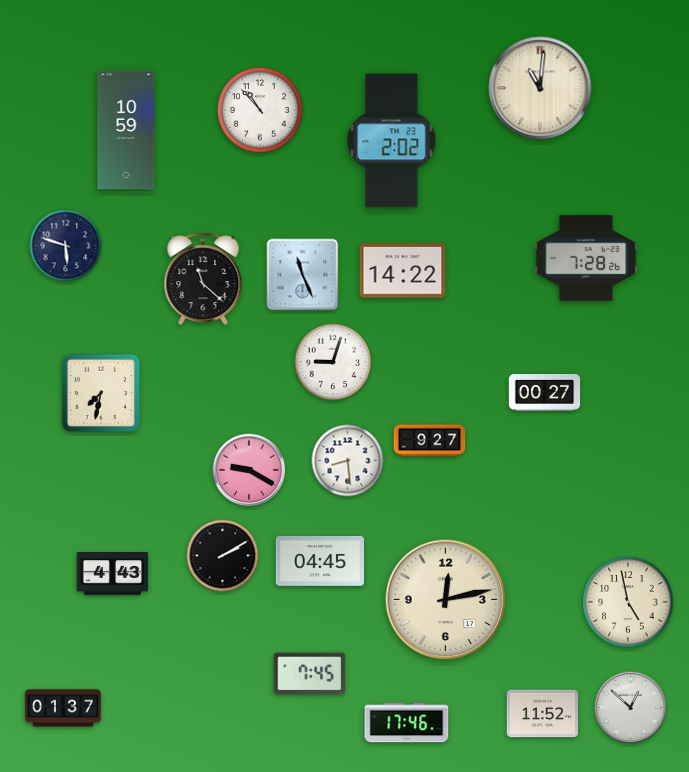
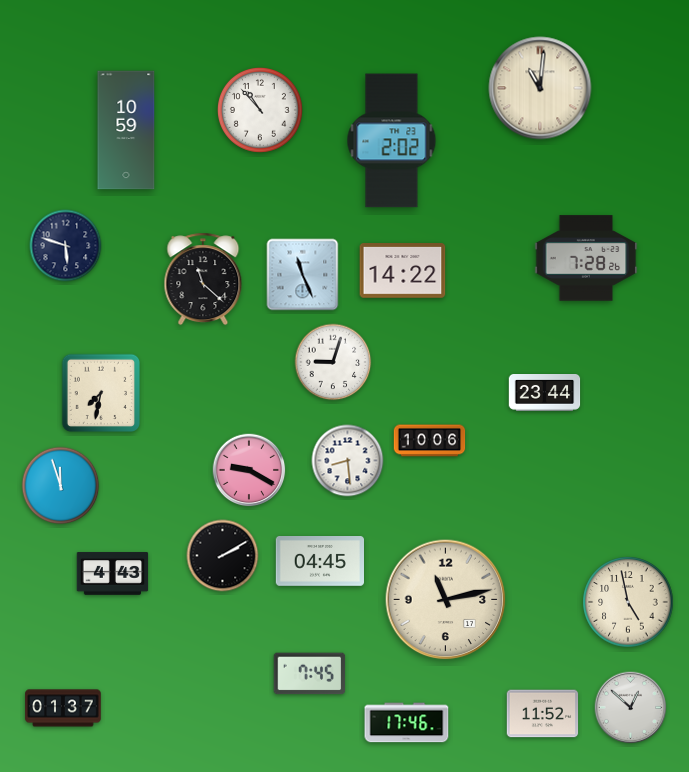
clock at (545, 393): 00:27 -> 23:44
clock at (430, 441): 9:27 -> 10:06
clock at (61, 486): none -> 11:57
clock at (446, 600): 12:13 -> 11:13
